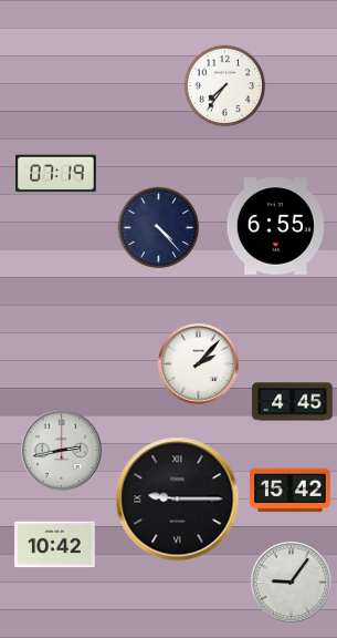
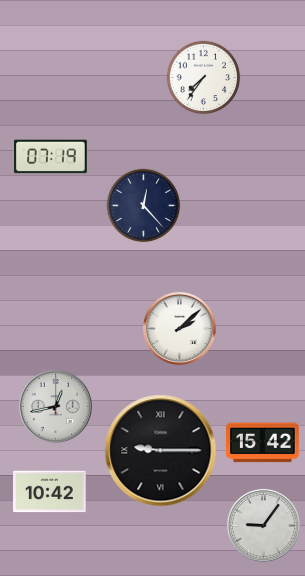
clock at (276, 226): 6:55 -> none
clock at (159, 228): 4:23 -> 12:23
clock at (198, 363): 2:07 -> 2:08
clock at (293, 402): 4:45 -> none
clock at (61, 450): 2:43 -> 12:43
